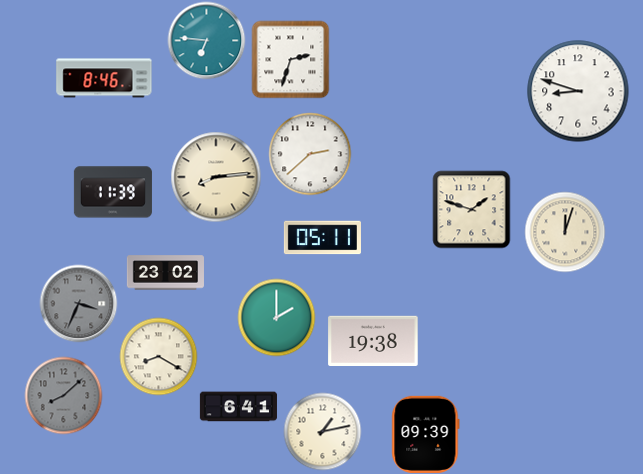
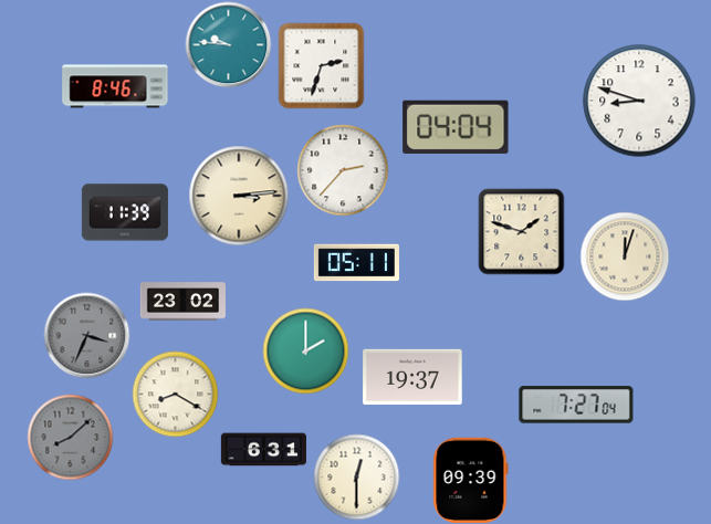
clock at (206, 40): 6:46 -> 9:46
clock at (456, 127): none -> 04:04
clock at (310, 154): 2:38 -> 2:37
clock at (216, 177): 8:14 -> 3:14
clock at (373, 340): 19:38 -> 19:37
clock at (576, 405): none -> 7:27
clock at (238, 407): 6:41 -> 6:31
clock at (322, 431): 1:13 -> 12:30
